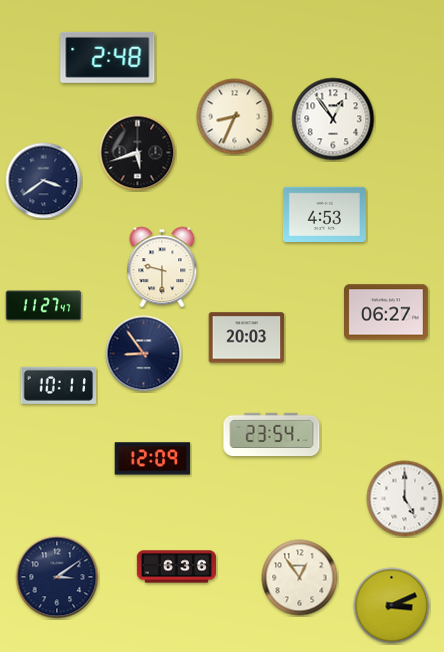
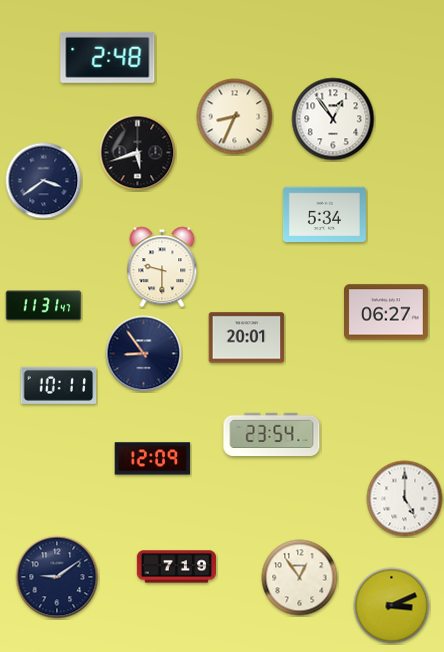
clock at (324, 214): 4:53 -> 5:34
clock at (44, 306): 11:27 -> 11:31
clock at (247, 338): 20:03 -> 20:01
clock at (176, 567): 6:36 -> 7:19
clock at (57, 577): 3:09 -> 9:09
